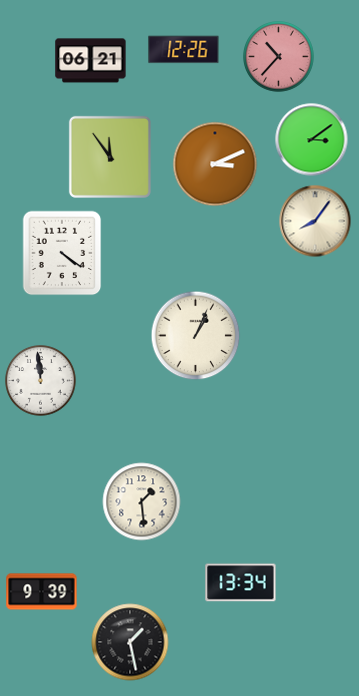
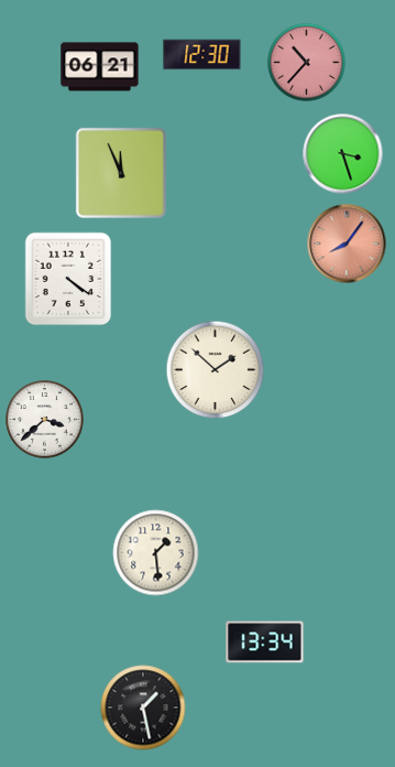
clock at (184, 50): 12:26 -> 12:30
clock at (312, 140): 3:09 -> 3:27
clock at (110, 157): 11:54 -> 11:56
clock at (215, 164): 3:11 -> none
clock at (315, 221) dial: cream -> salmon
clock at (196, 336): 1:04 -> 1:52
clock at (41, 381): 11:59 -> 3:38
clock at (42, 592): 9:39 -> none
